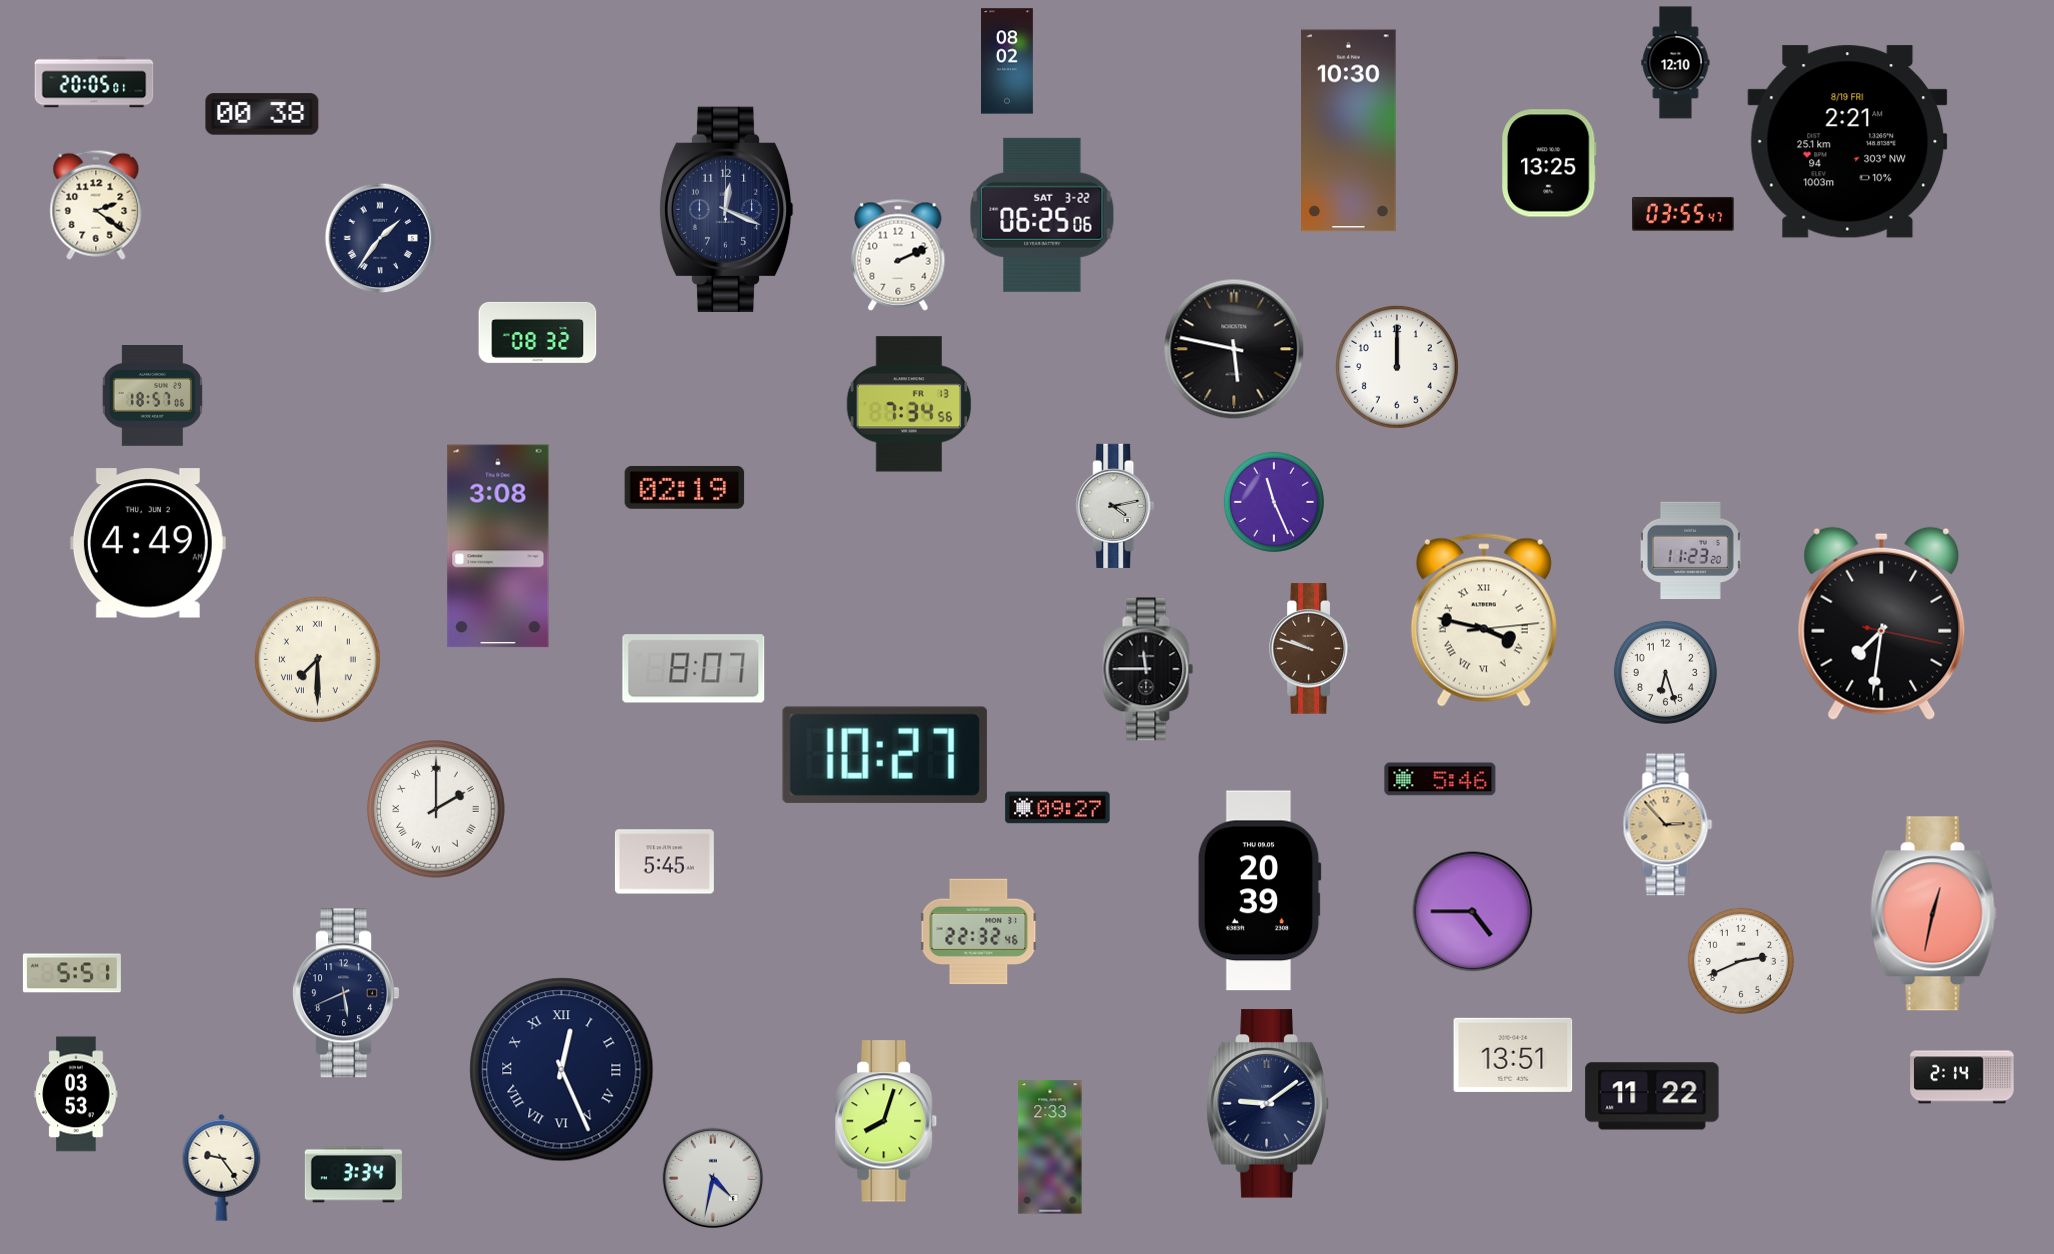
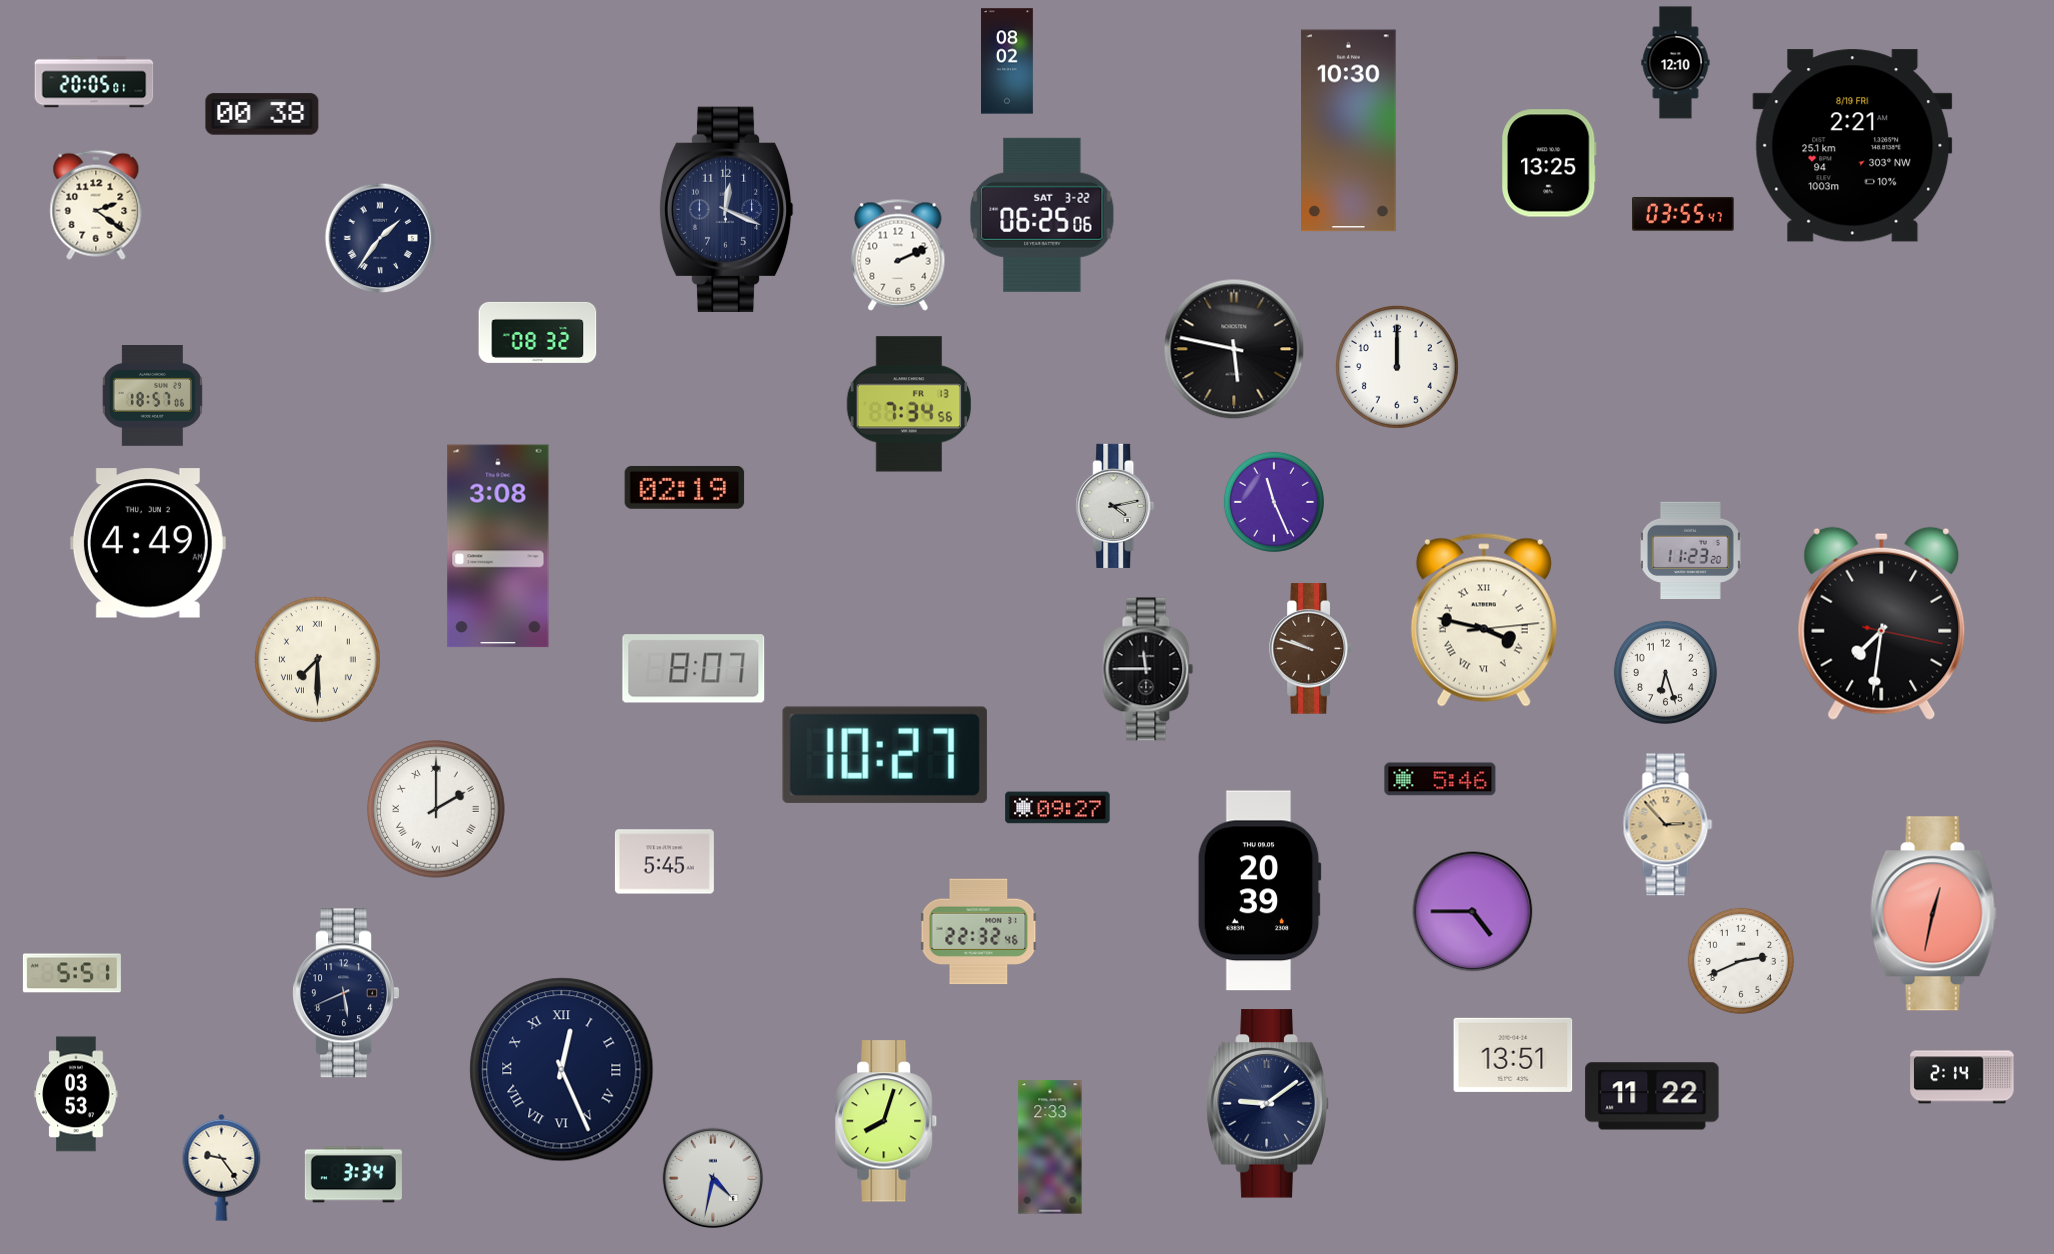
clock at (1848, 142) position: (1848, 142) -> (1853, 146)
